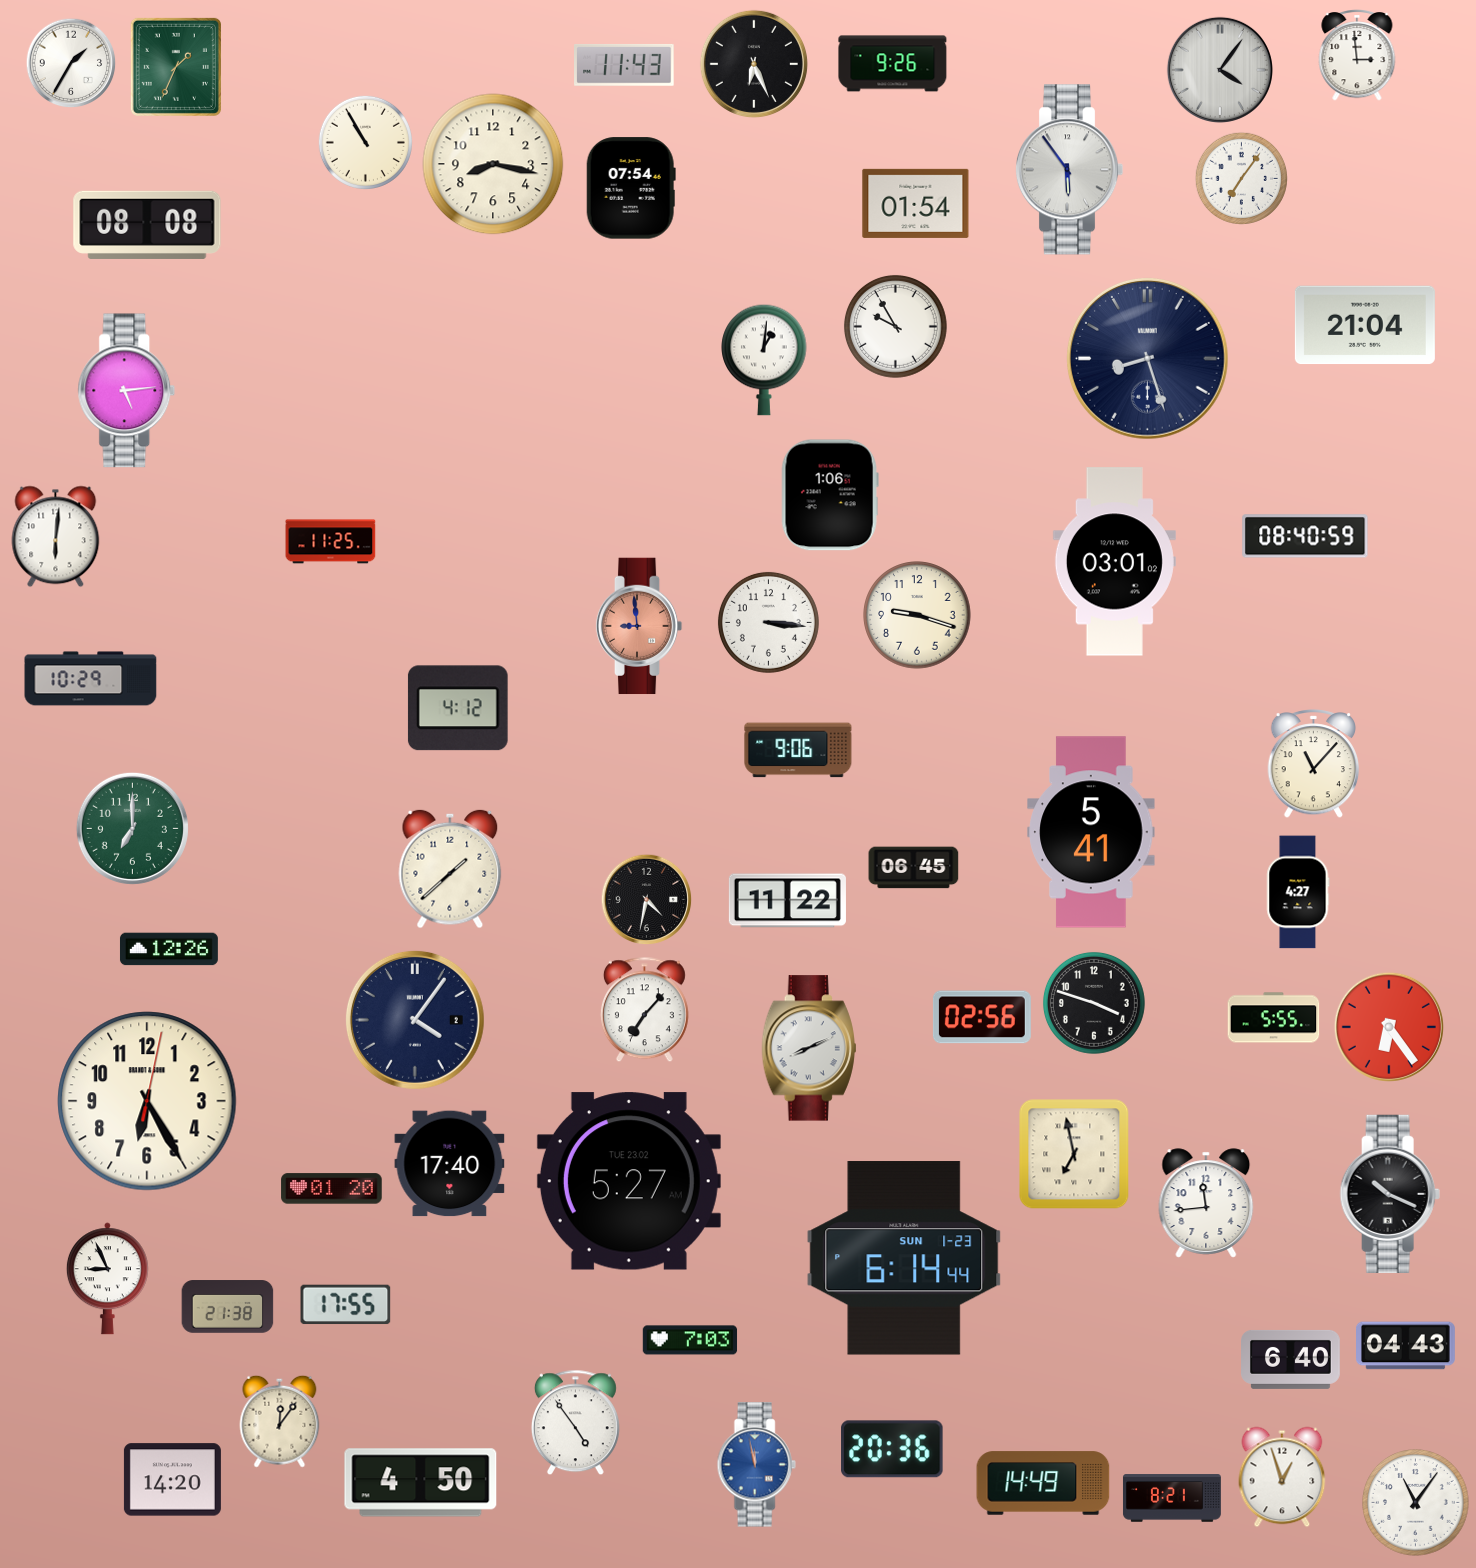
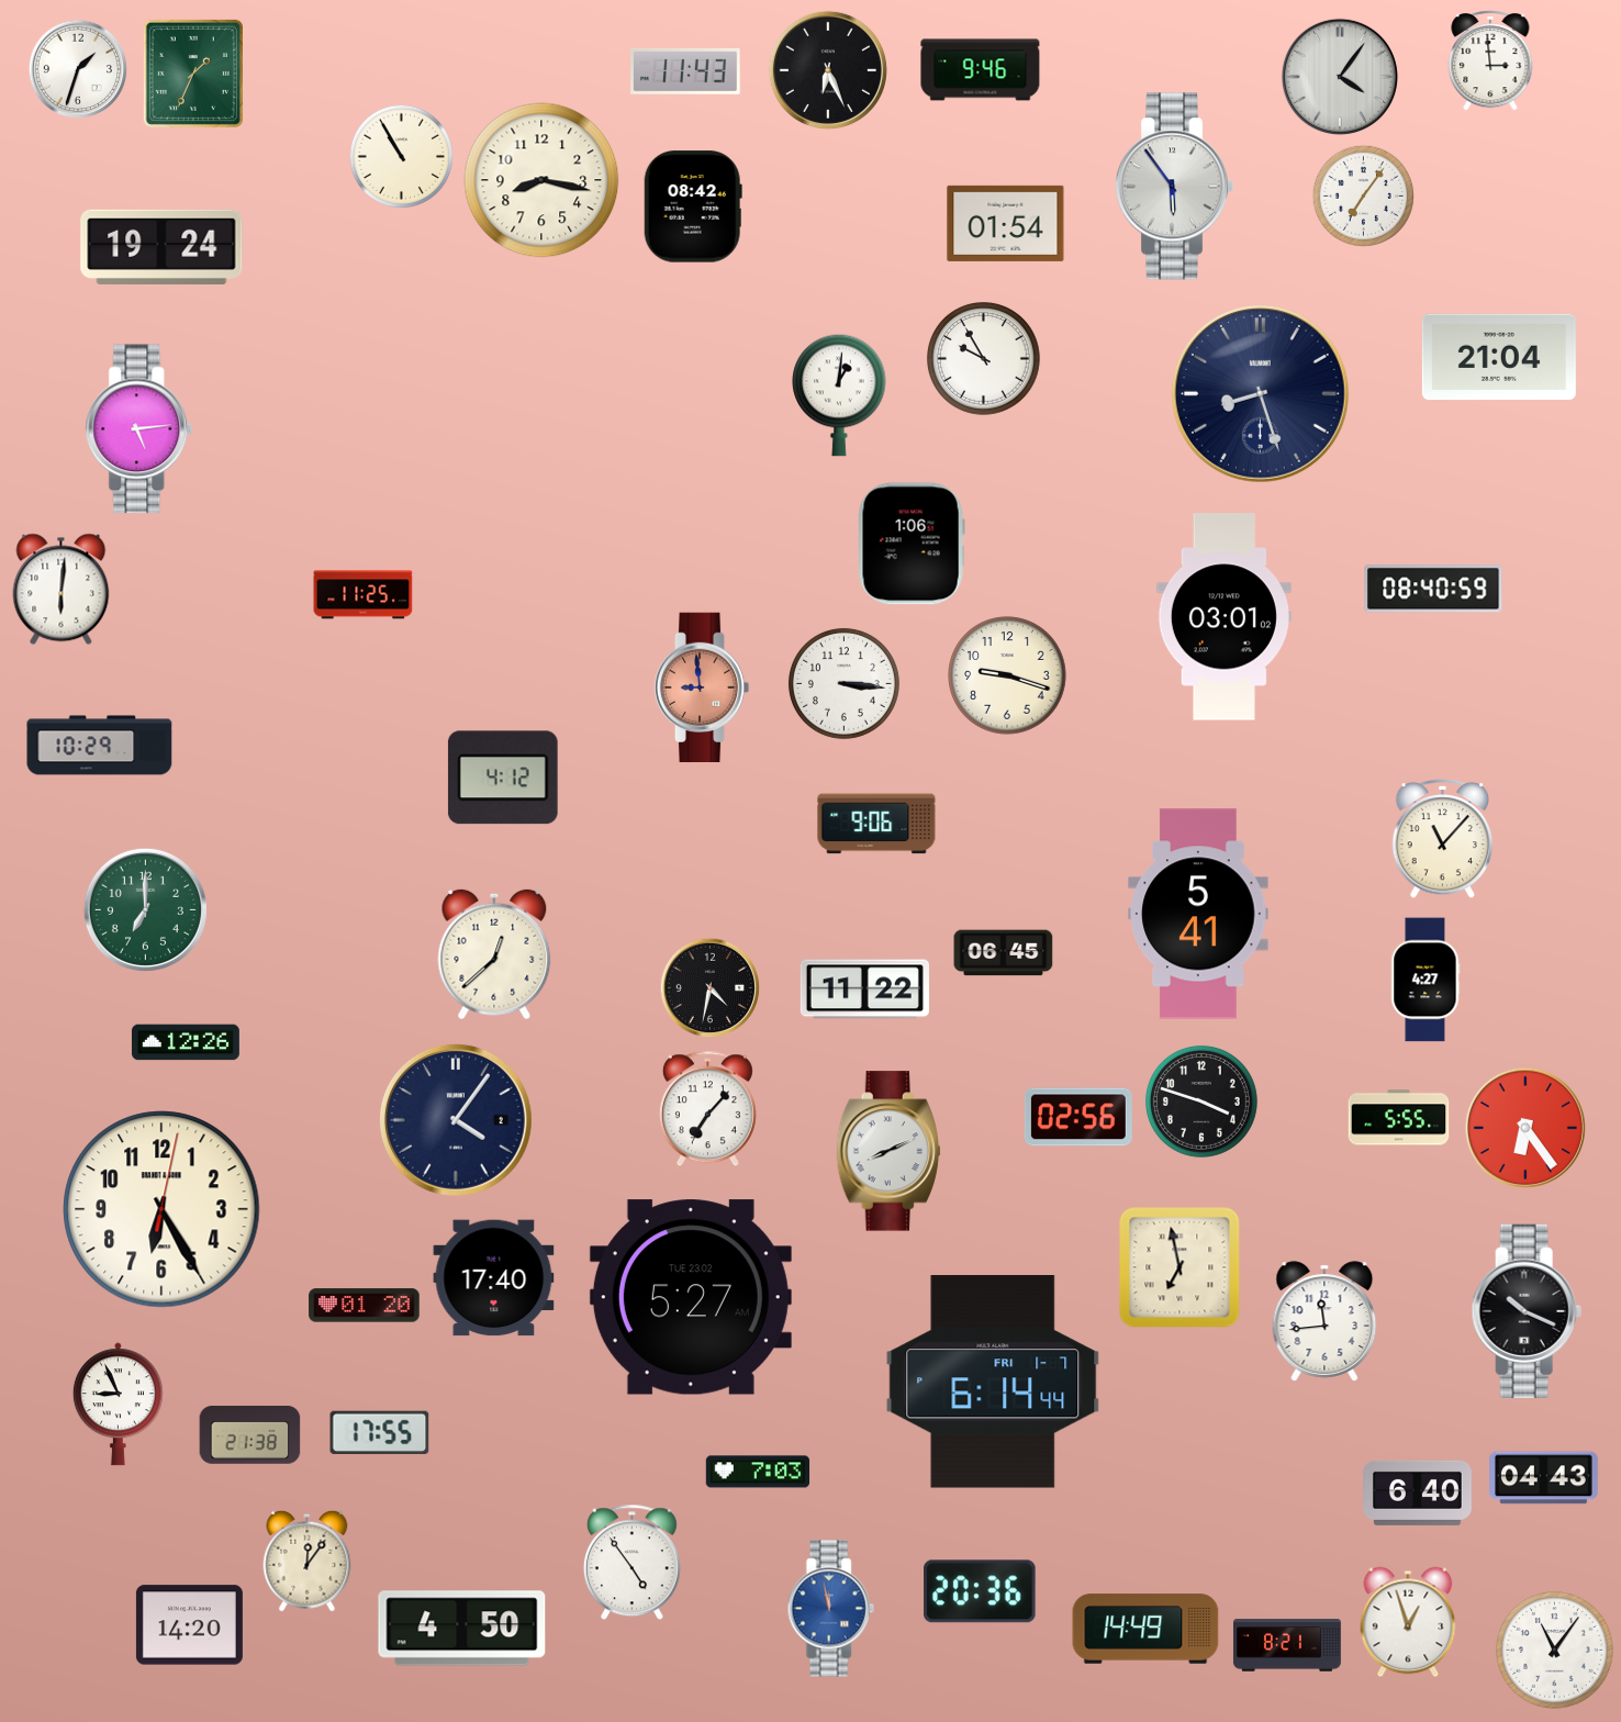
clock at (71, 63): 1:35 -> 1:33
clock at (893, 64): 9:26 -> 9:46
clock at (631, 188): 07:54 -> 08:42
clock at (147, 225): 08:08 -> 19:24
clock at (450, 869): 1:38 -> 12:38
clock at (904, 1258) date: SUN 1-23 -> FRI 1-7
